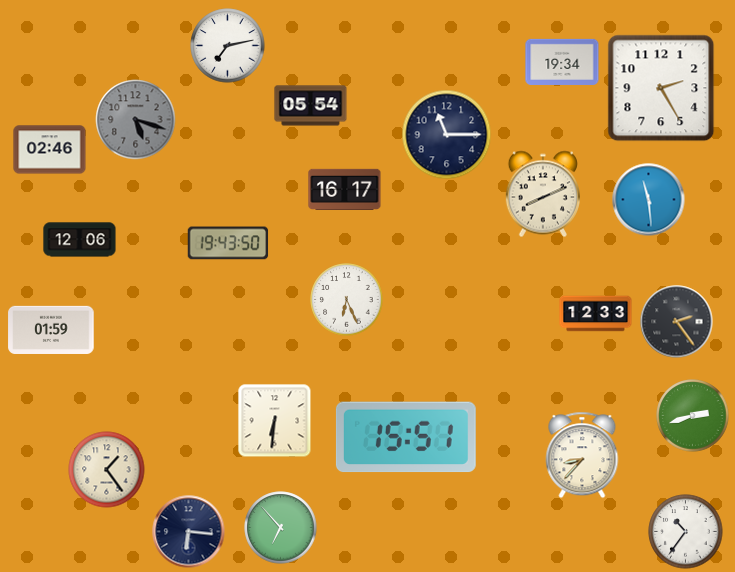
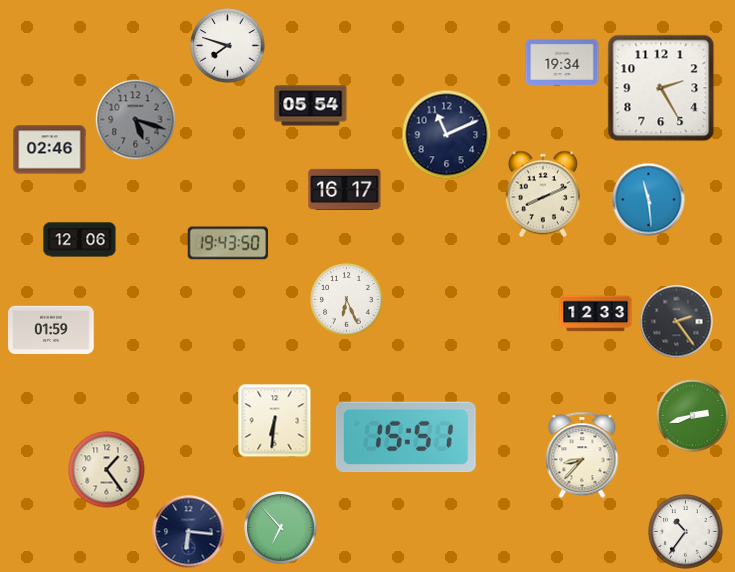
clock at (228, 46): 7:13 -> 7:48
clock at (447, 135): 11:15 -> 11:11
